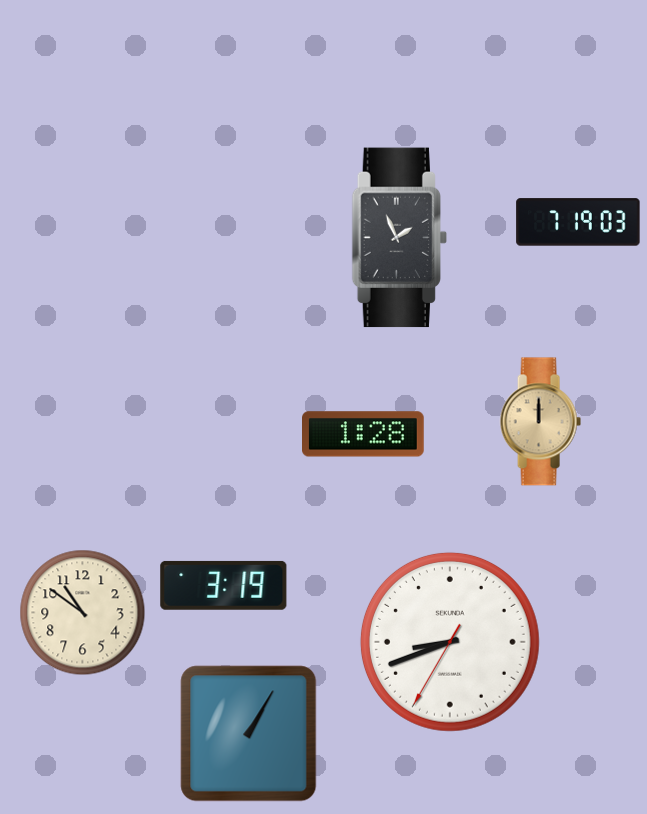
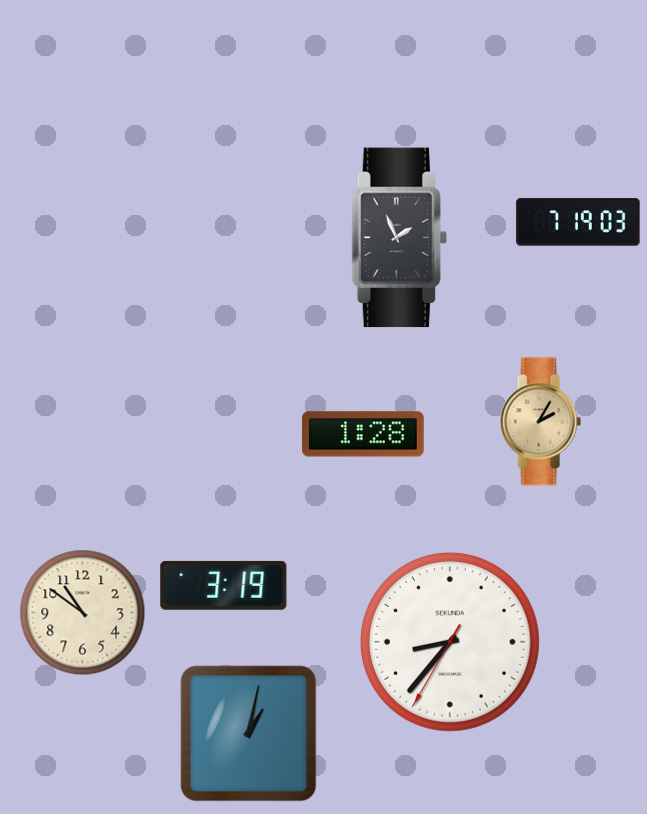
clock at (540, 422): 12:00 -> 2:05
clock at (450, 642): 8:41 -> 8:36
clock at (249, 734): 1:05 -> 1:02
